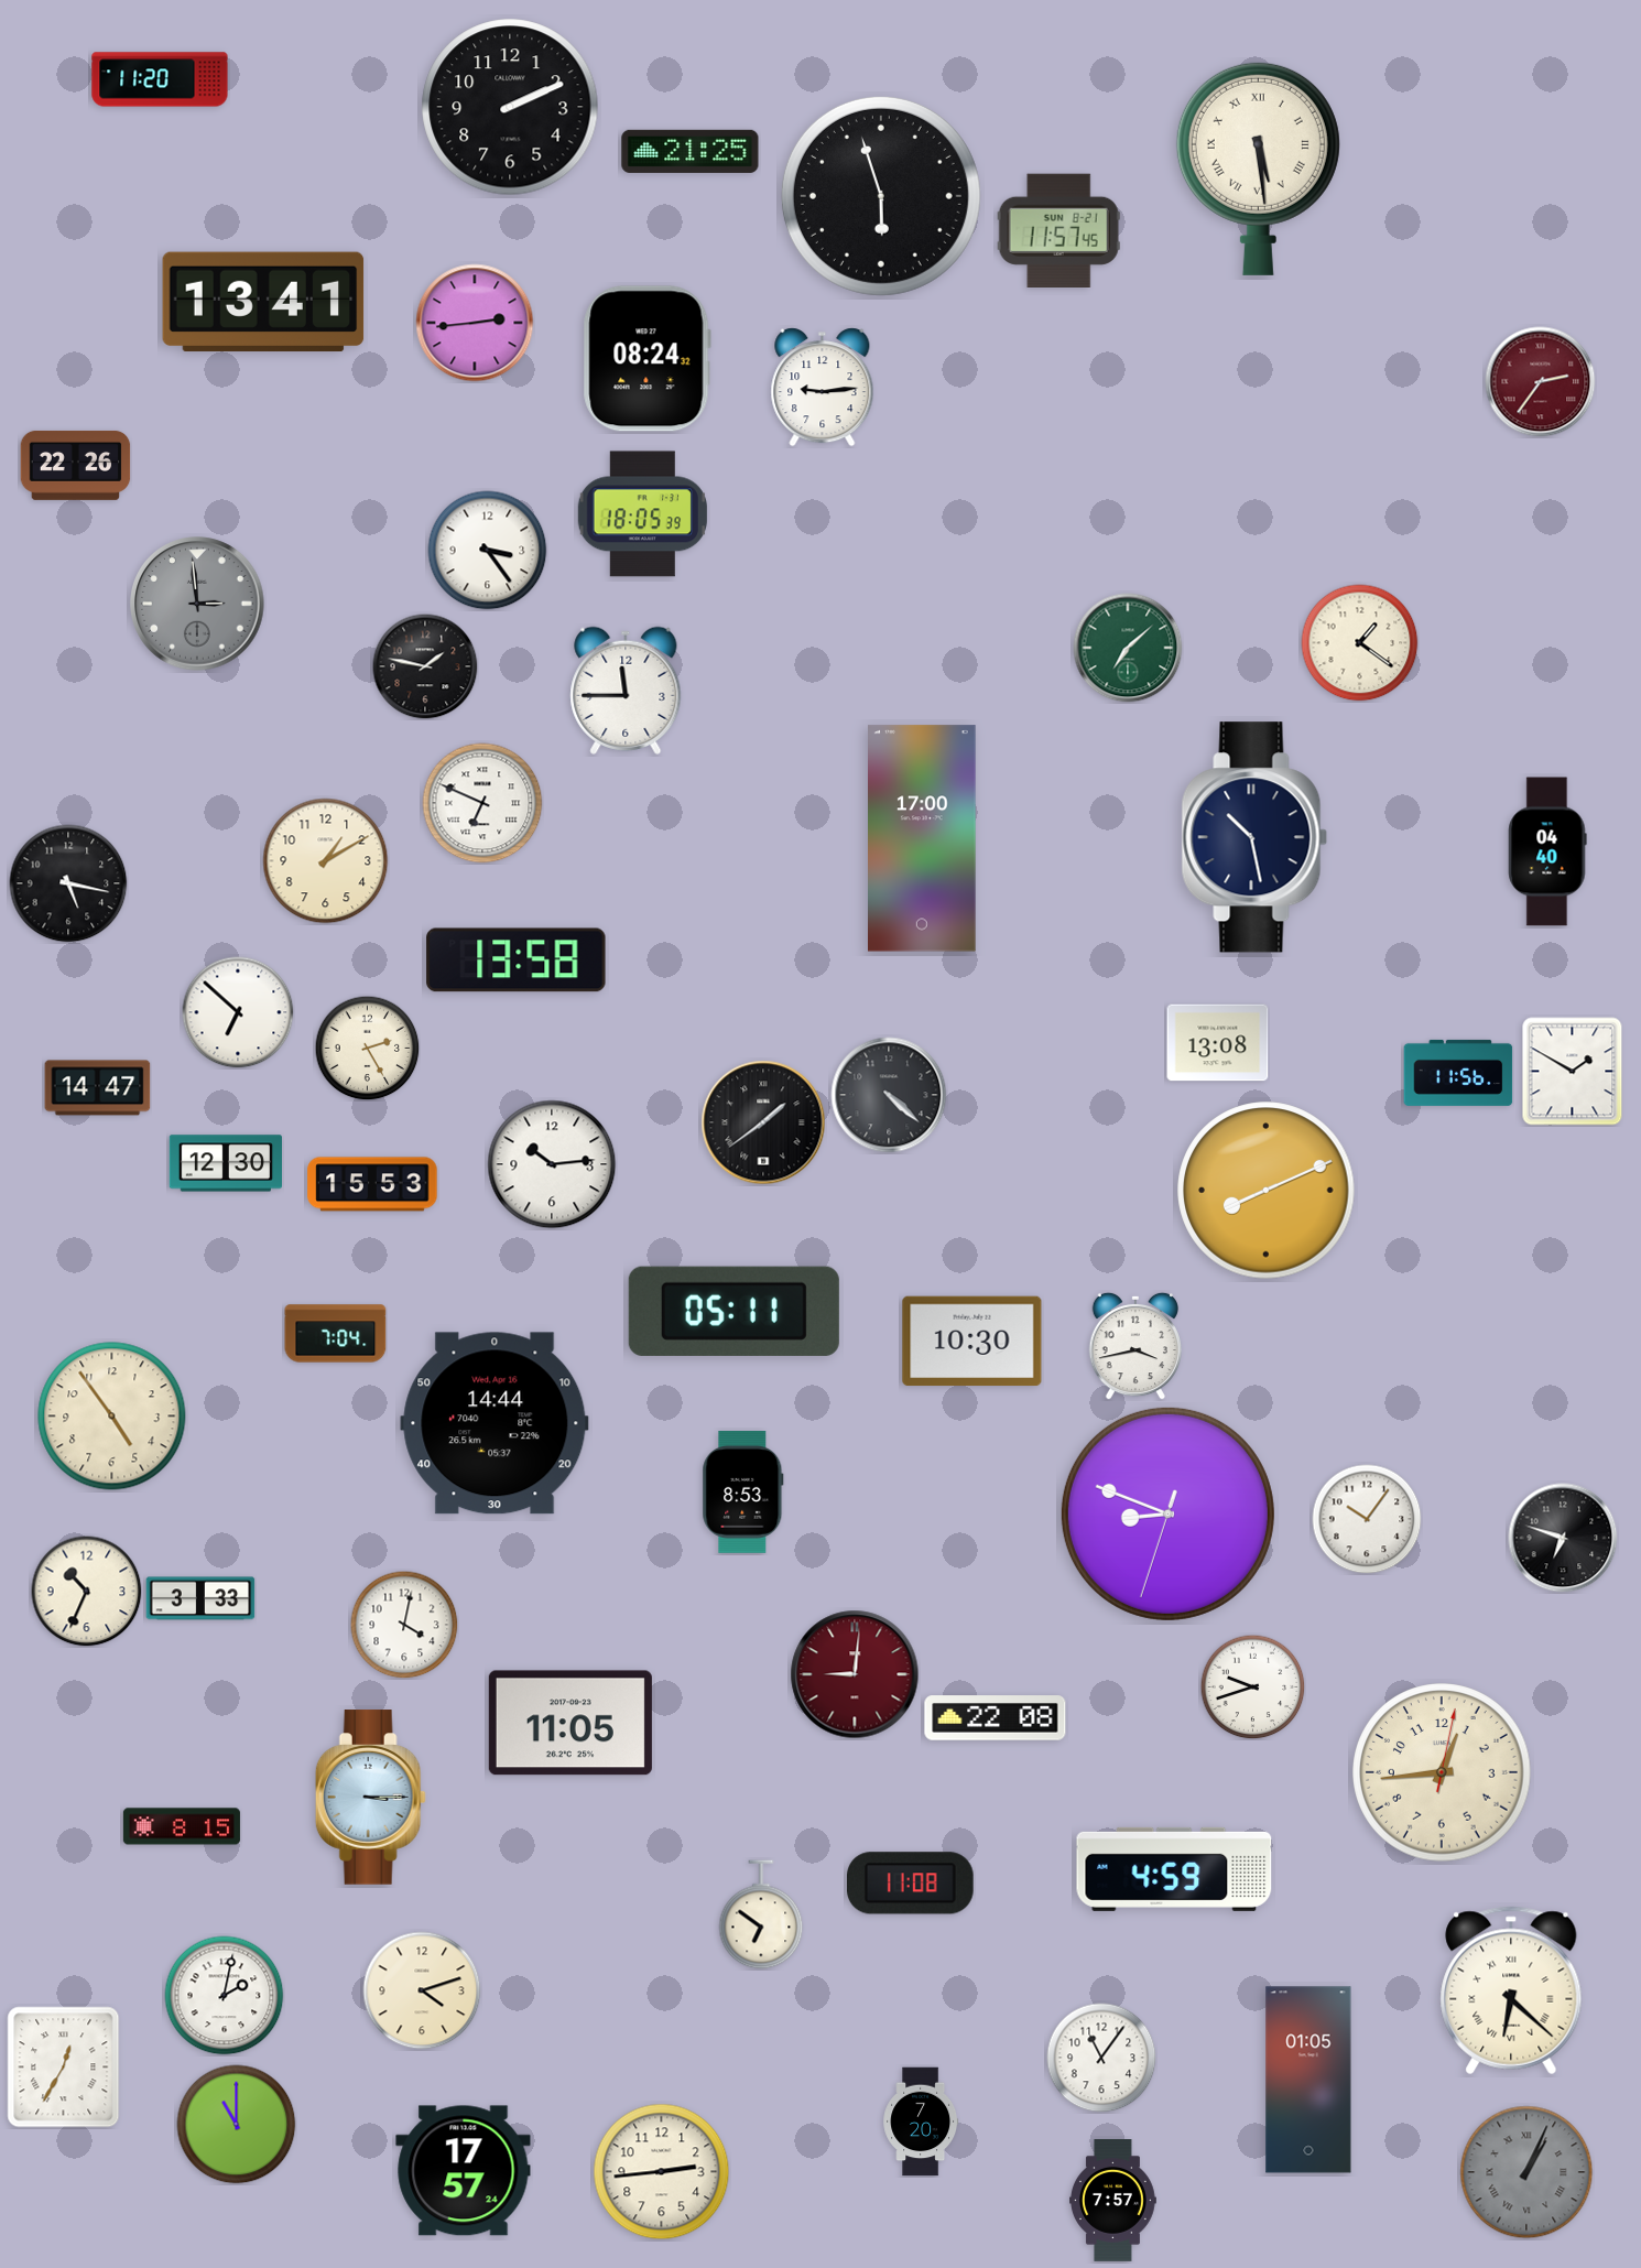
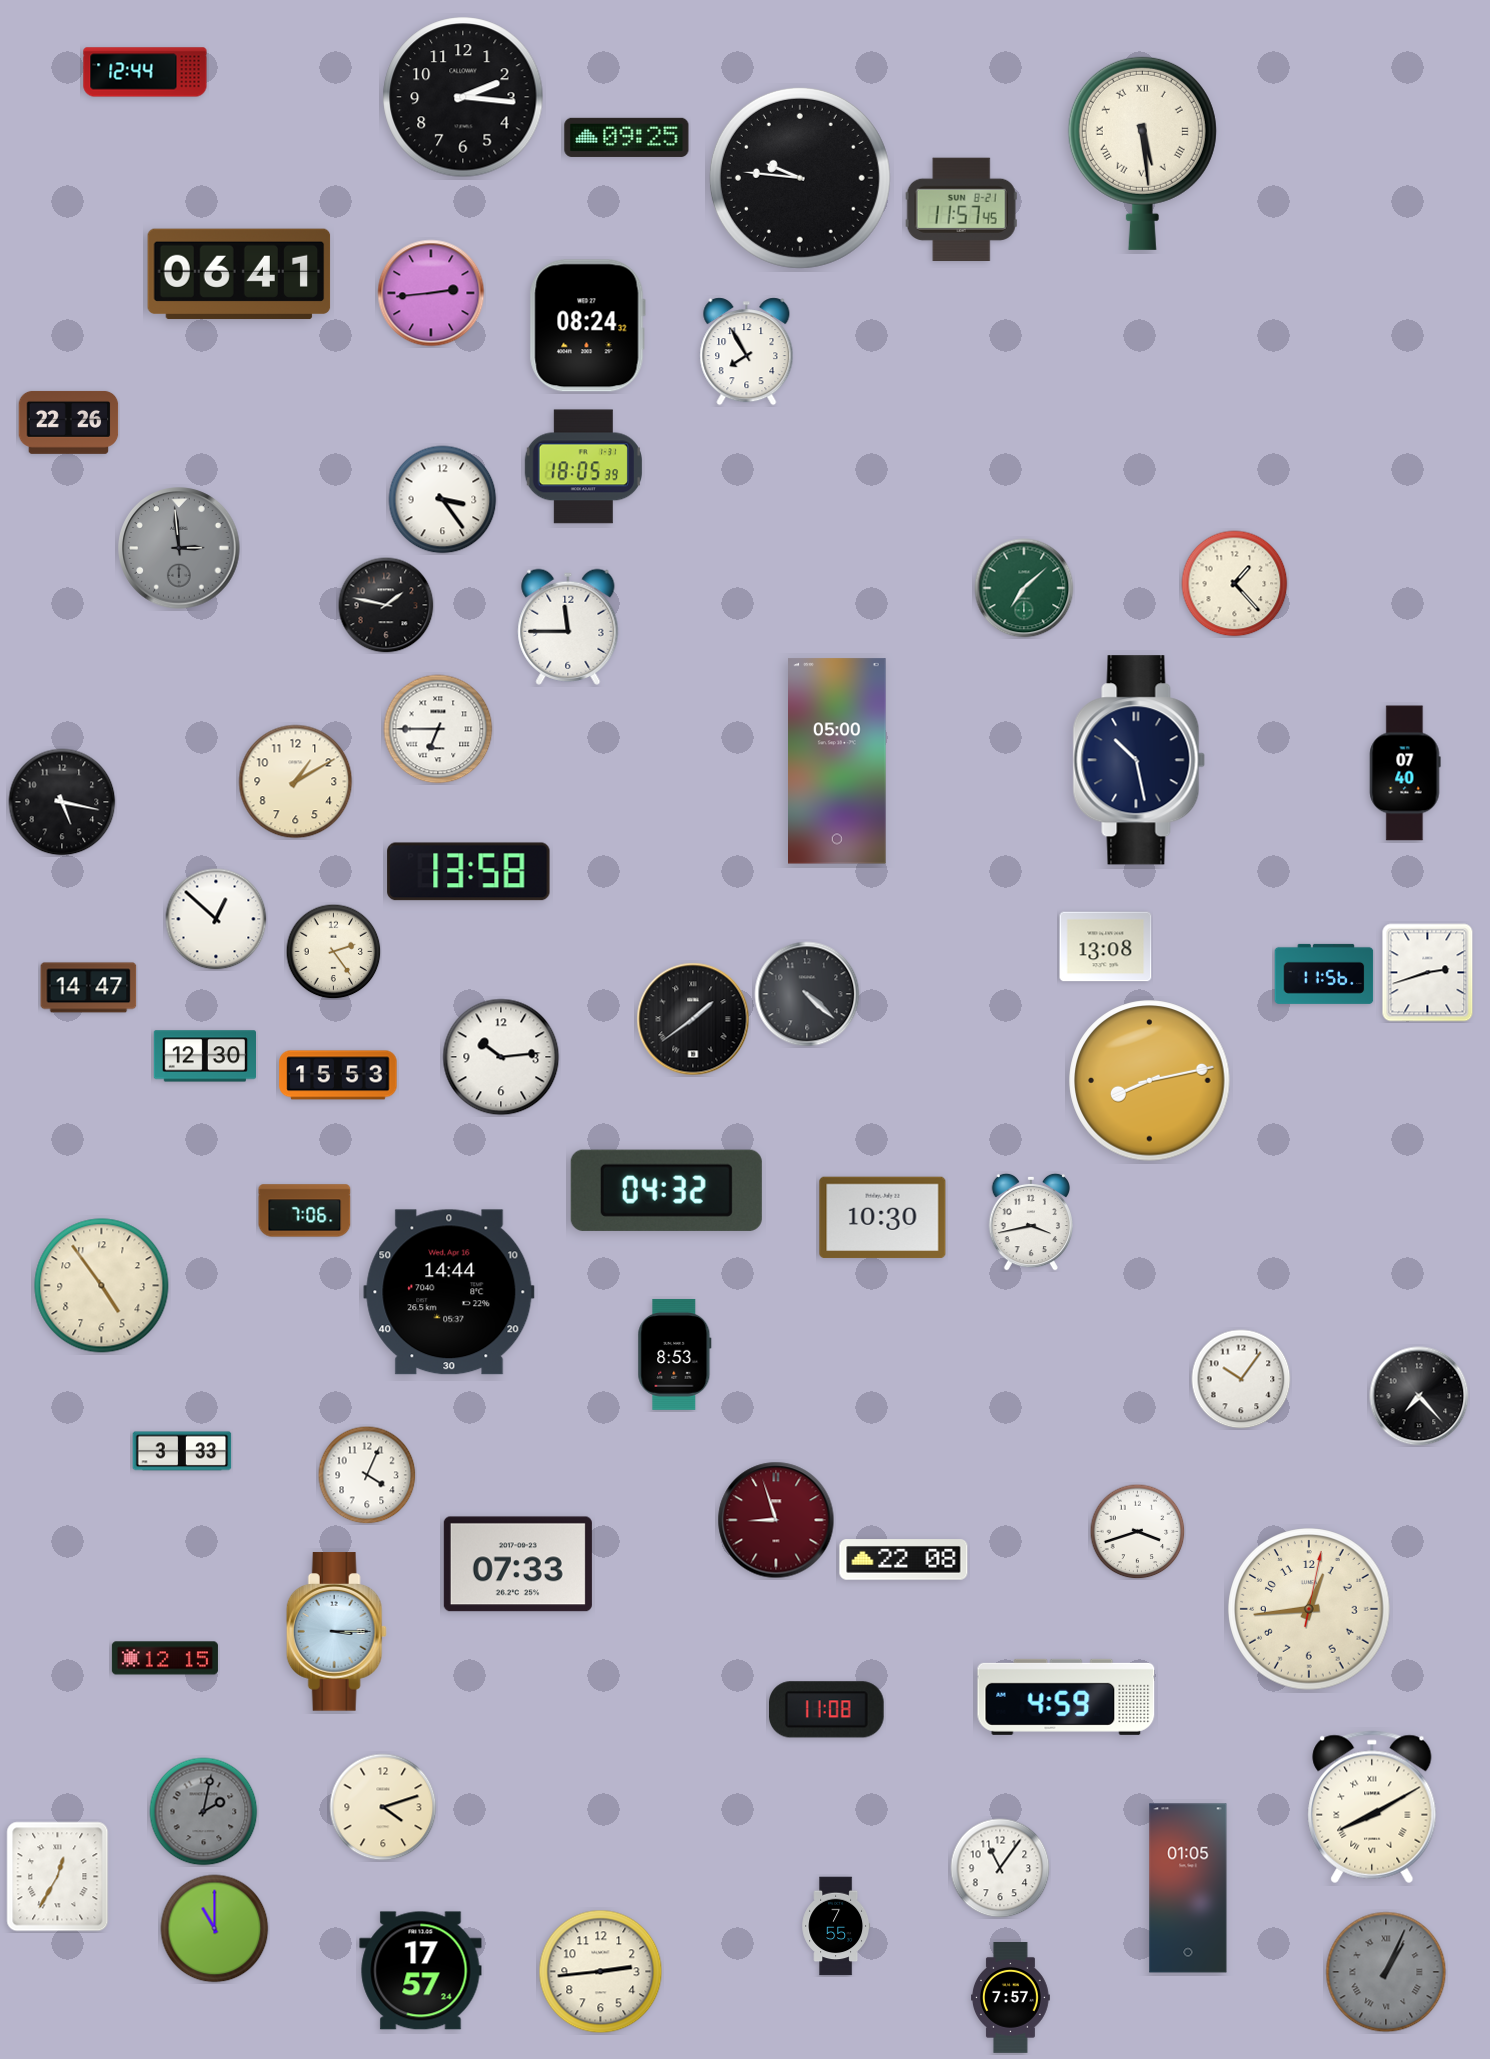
clock at (160, 79): 11:20 -> 12:44
clock at (510, 107): 2:11 -> 2:16
clock at (691, 151): 21:25 -> 09:25
clock at (881, 196): 5:57 -> 9:46
clock at (263, 302): 13:41 -> 06:41
clock at (1541, 382): 2:36 -> none
clock at (823, 388): 9:14 -> 7:55
clock at (1360, 643): 1:21 -> 1:23
clock at (482, 803): 6:49 -> 6:45
clock at (923, 838): 17:00 -> 05:00
clock at (1547, 851): 04:40 -> 07:40
clock at (238, 1012): 6:52 -> 12:52
clock at (367, 1048): 2:25 -> 2:24
clock at (1573, 1072): 1:50 -> 2:42
clock at (1267, 1191): 8:11 -> 8:13
clock at (733, 1311): 05:11 -> 04:32
clock at (336, 1334): 7:04 -> 7:06
clock at (1167, 1513): 8:48 -> none
clock at (1563, 1538): 6:48 -> 7:23
clock at (87, 1592): 10:34 -> none
clock at (404, 1625): 4:02 -> 4:04
clock at (855, 1674): 9:01 -> 8:57
clock at (1252, 1686): 9:42 -> 3:42
clock at (570, 1723): 11:05 -> 07:33
clock at (182, 1826): 8:15 -> 12:15
clock at (761, 1914): 6:51 -> none
clock at (1511, 1990): 6:22 -> 8:10
clock at (225, 1996) dial: white -> grey
clock at (921, 2121): 7:20 -> 7:55
